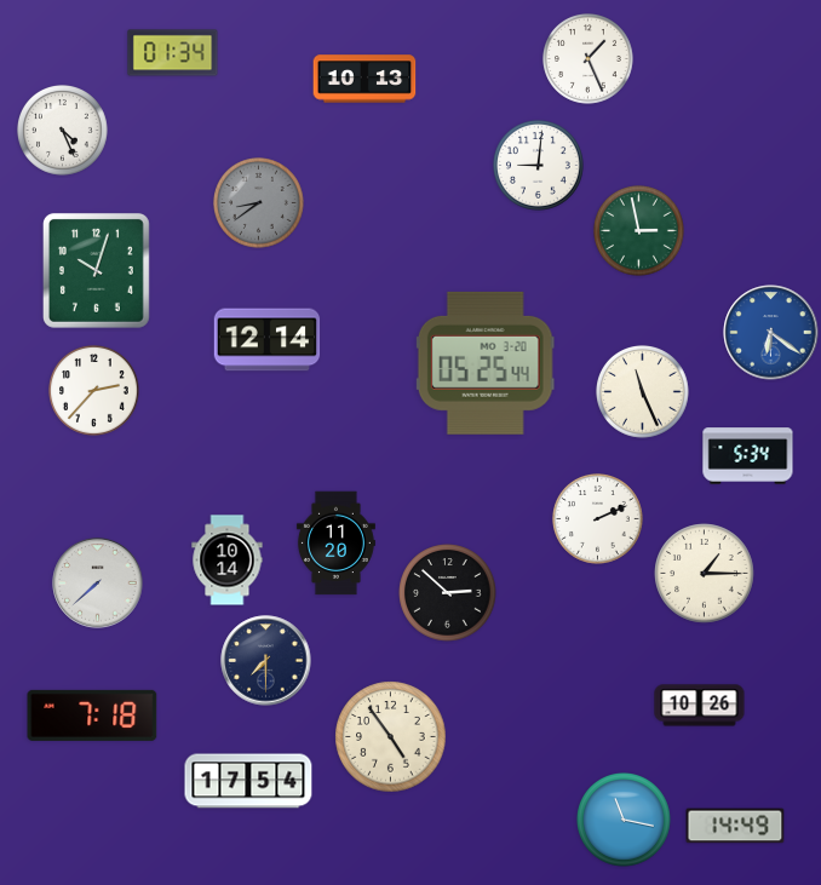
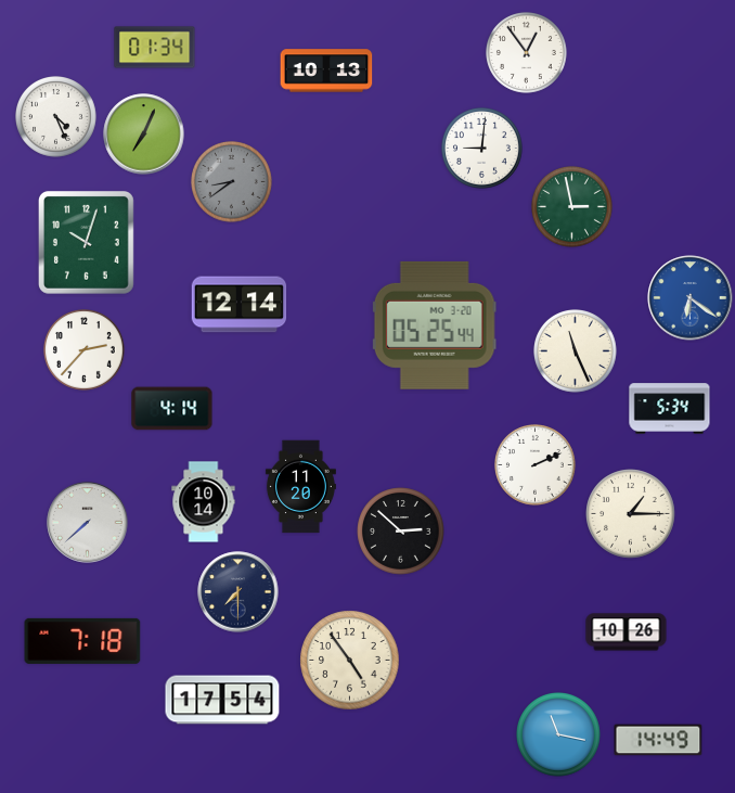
clock at (589, 59): 1:26 -> 12:54
clock at (144, 135): none -> 7:04
clock at (172, 409): none -> 4:14
